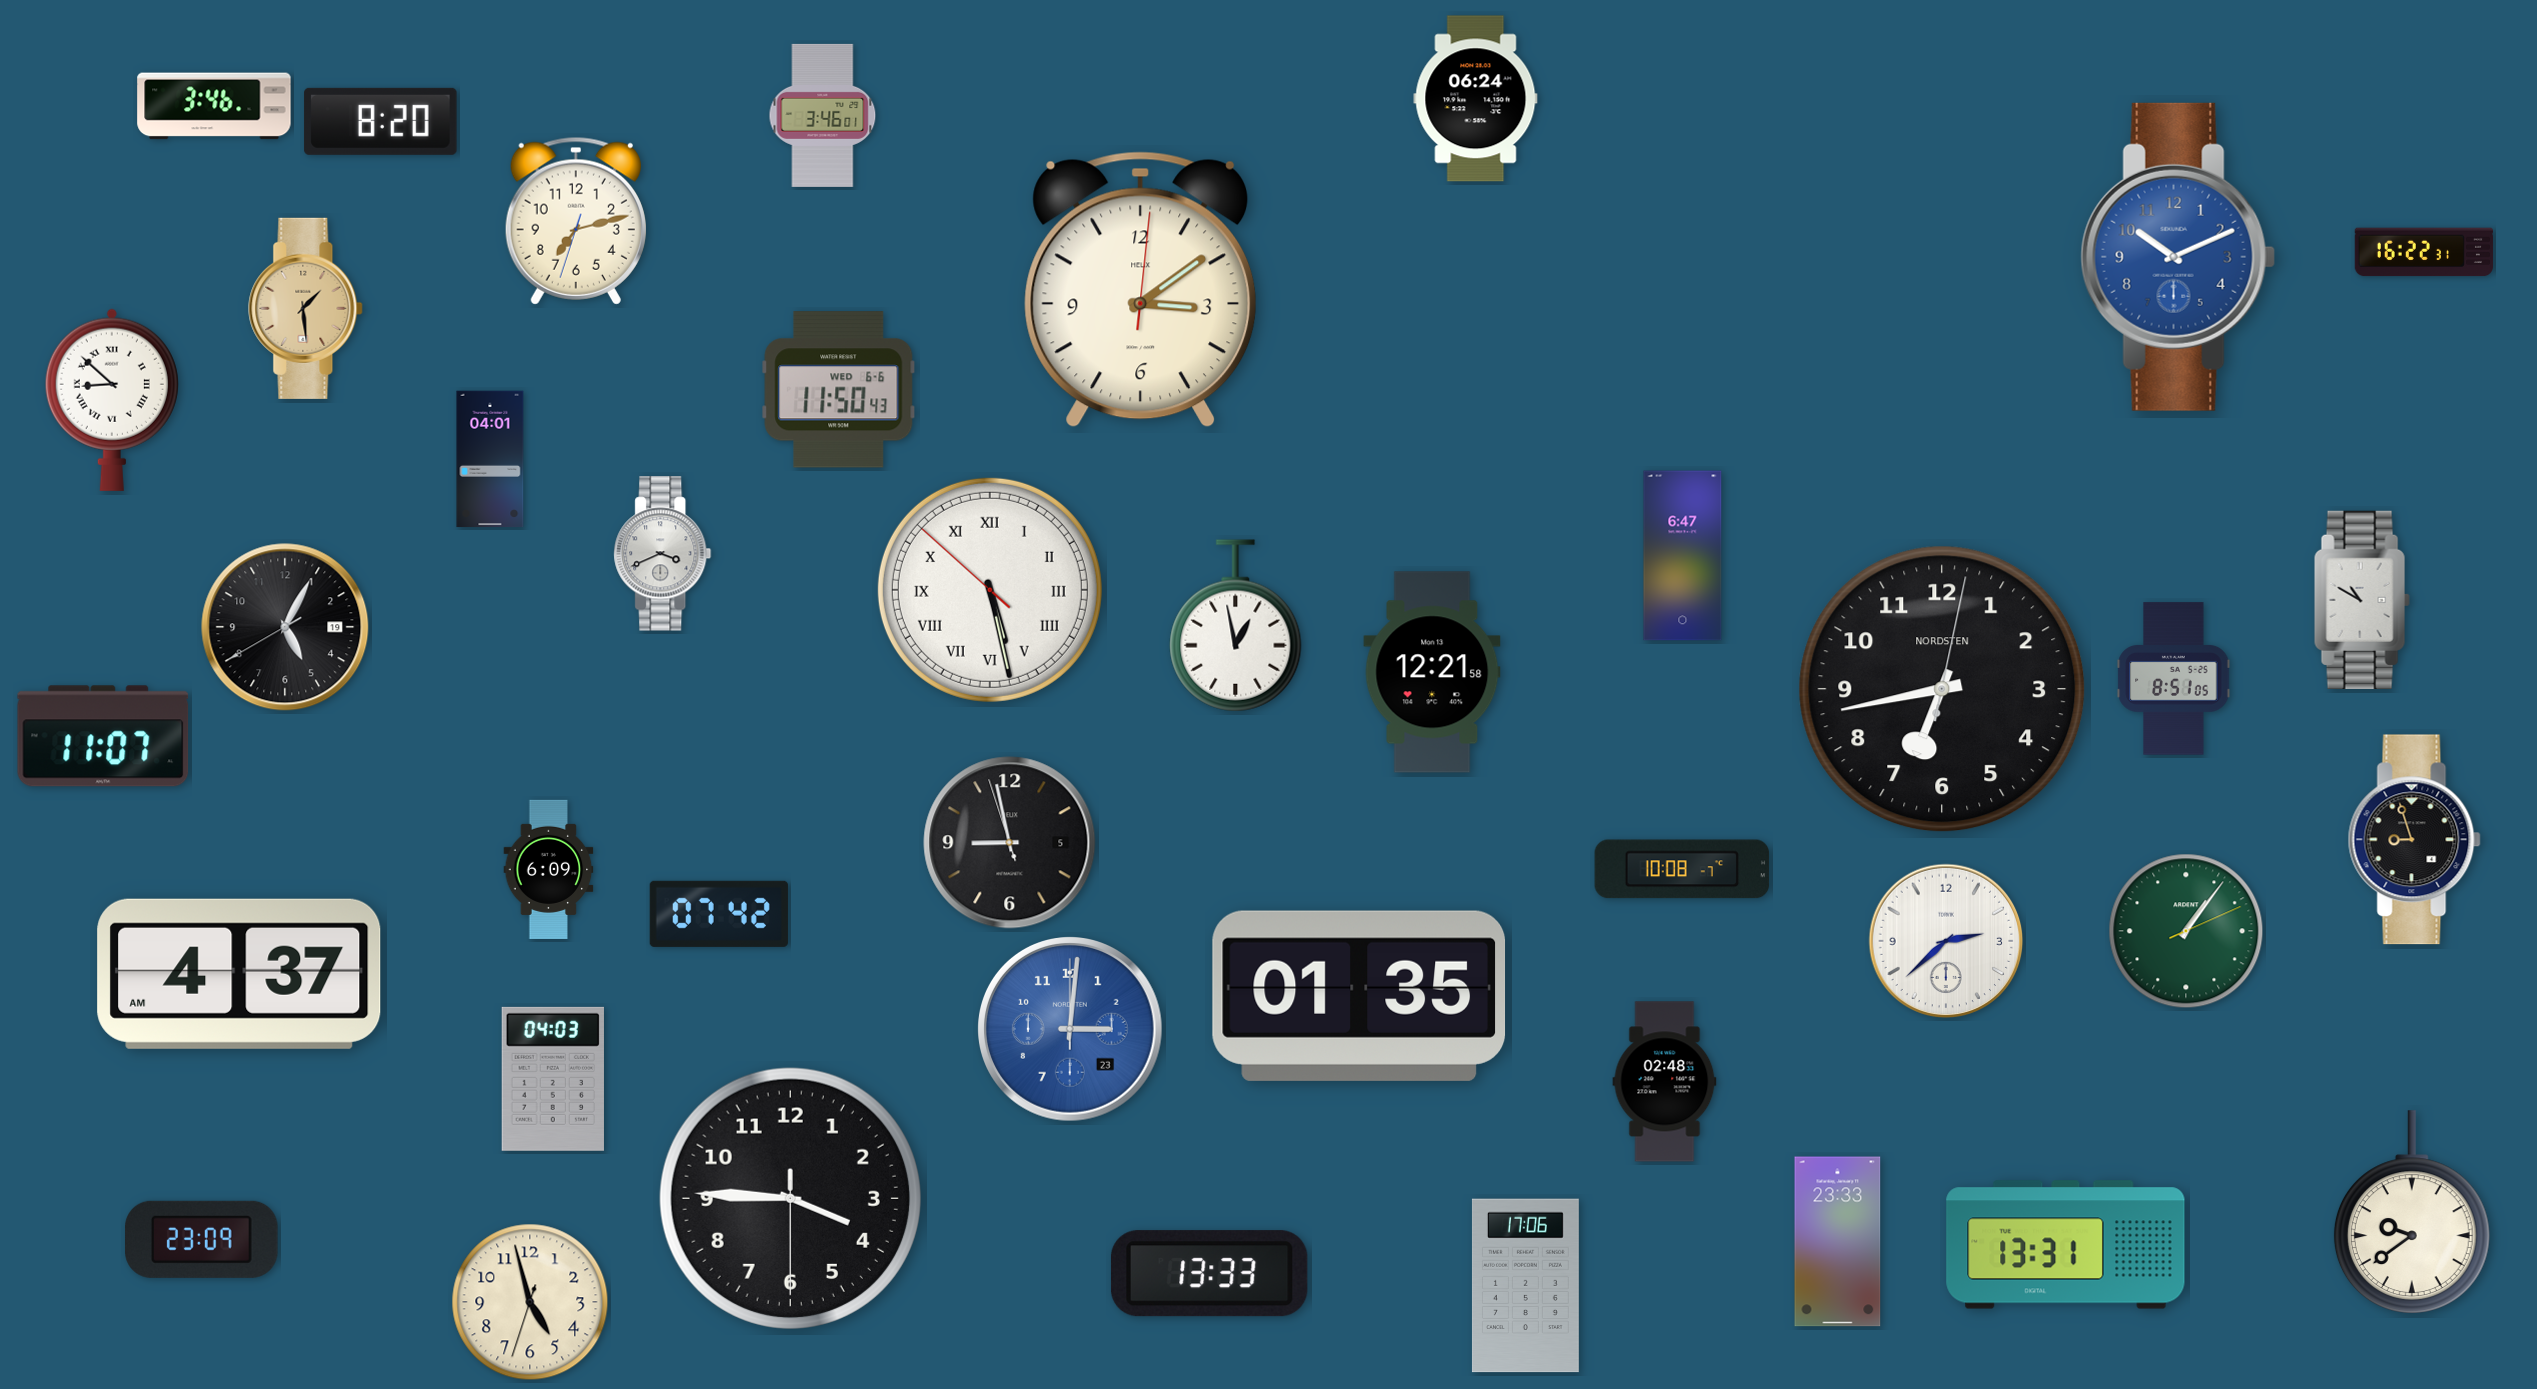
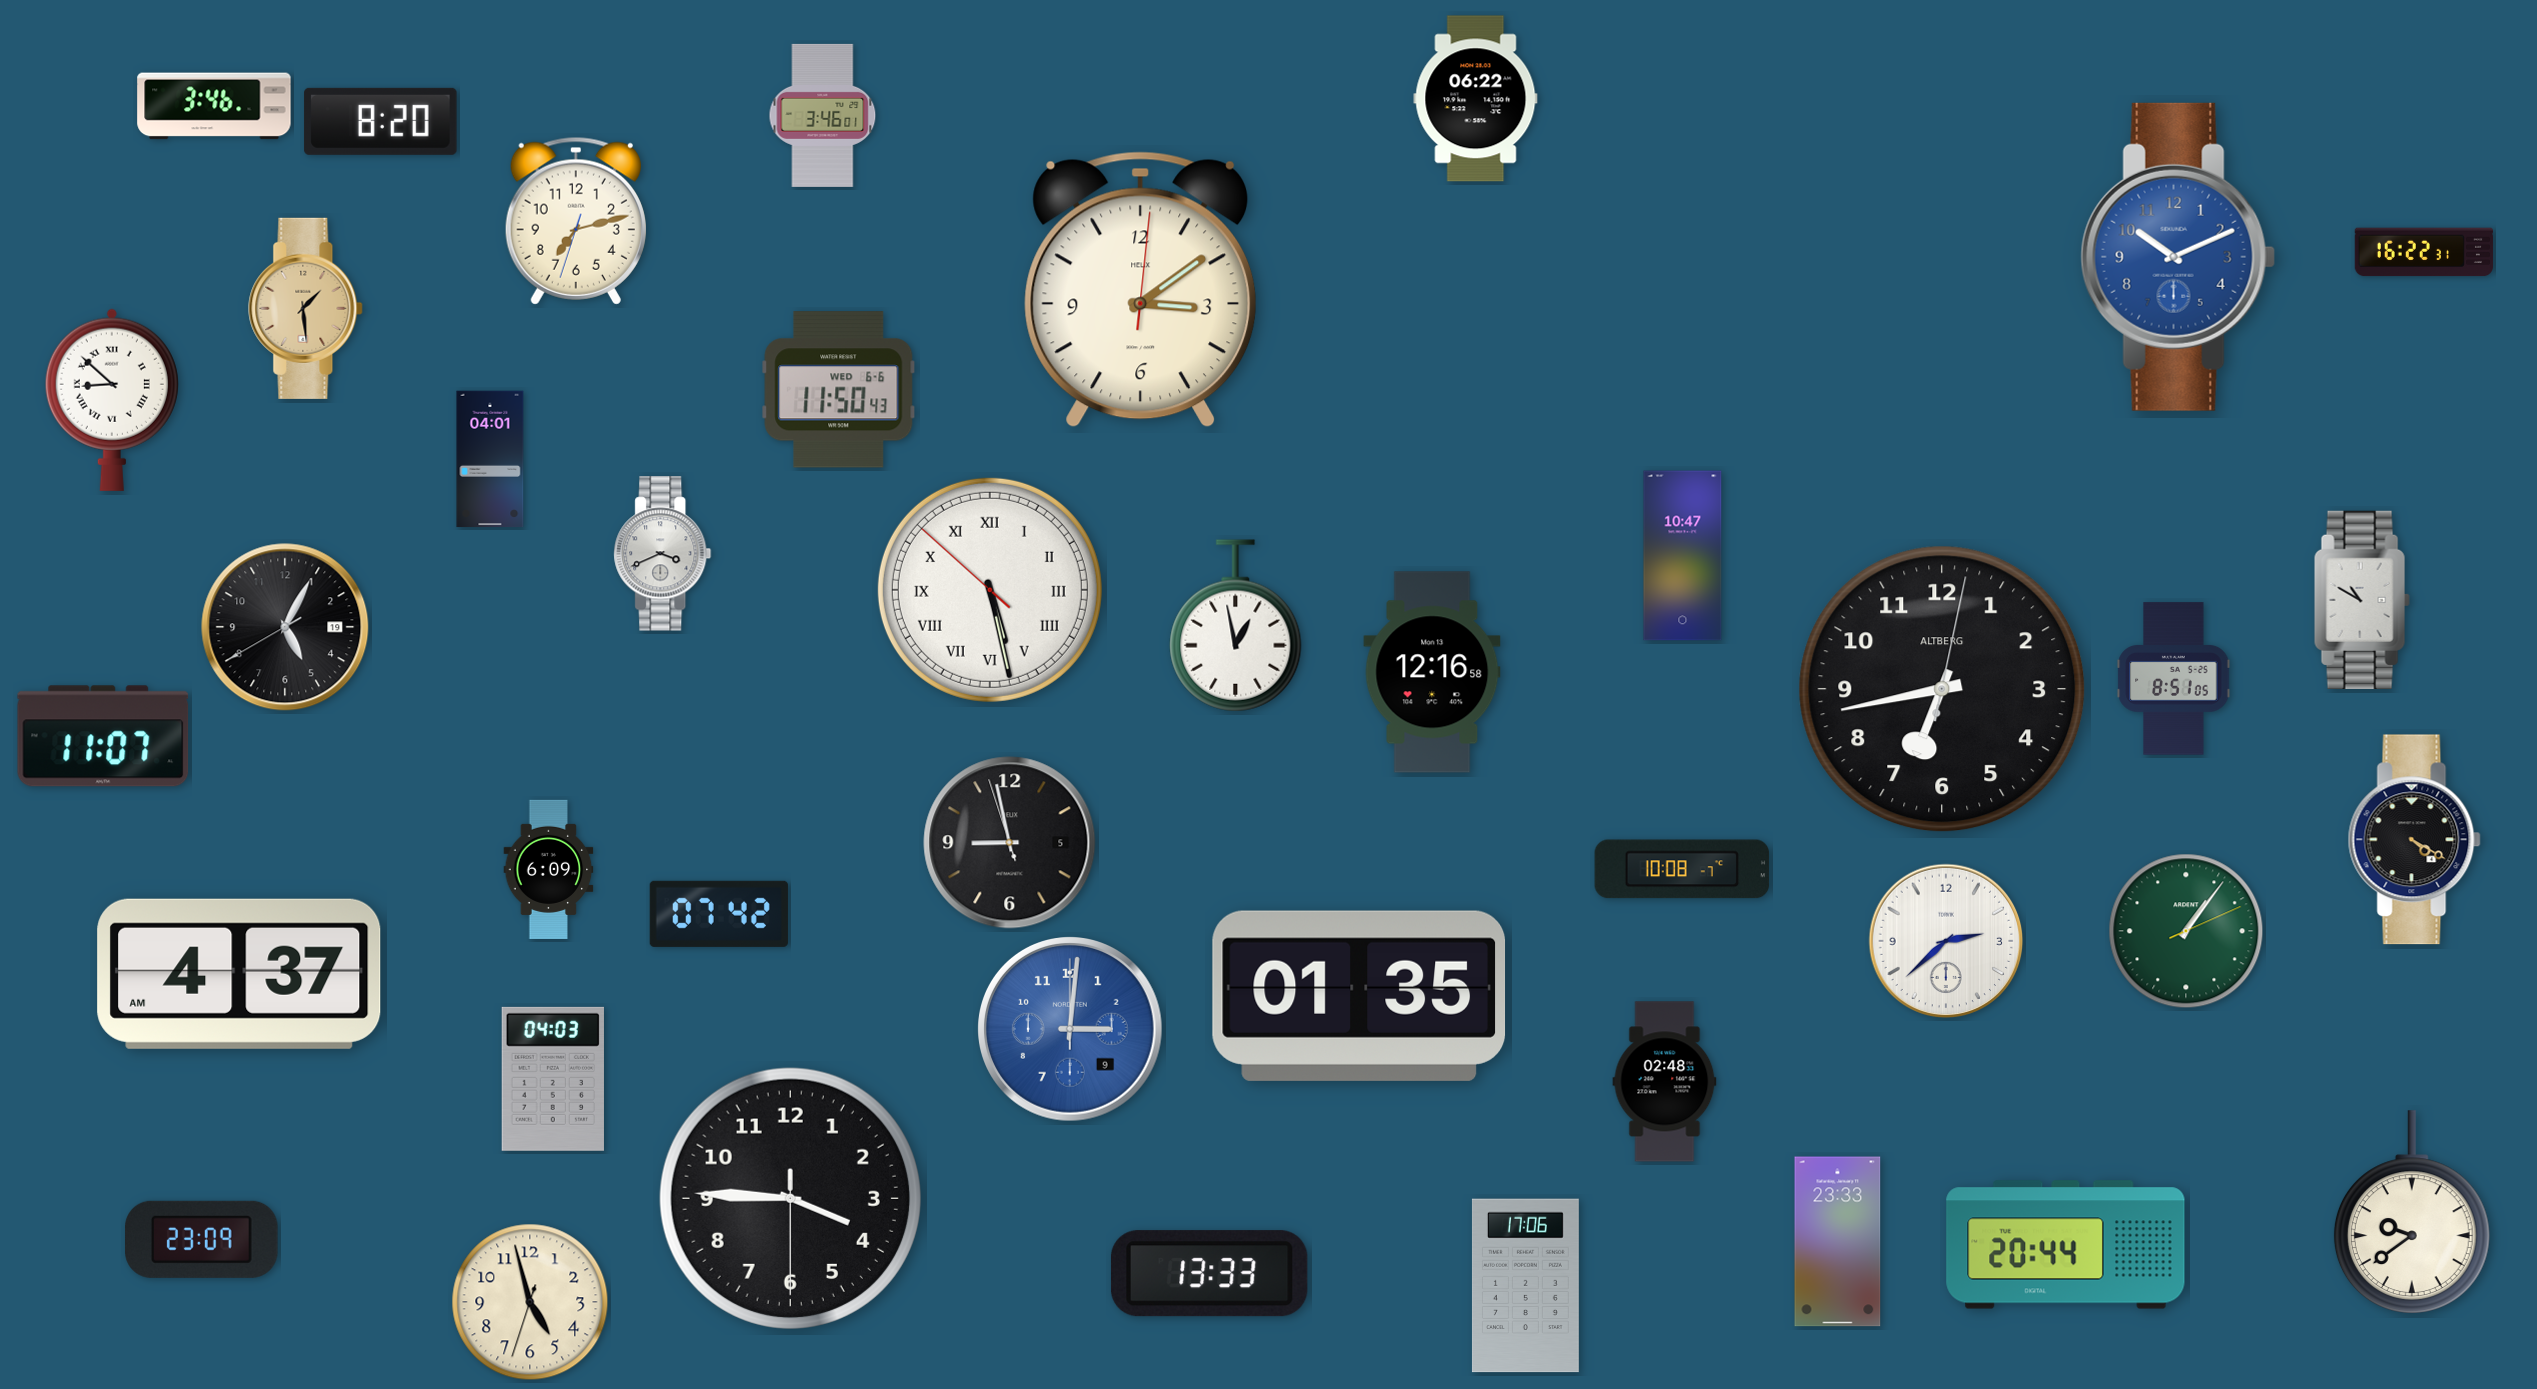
clock at (1476, 99): 06:24 -> 06:22
clock at (1683, 556): 6:47 -> 10:47
clock at (1432, 672): 12:21 -> 12:16
clock at (1942, 689) brand: NORDSTEN -> ALTBERG
clock at (2414, 840): 8:57 -> 4:20
clock at (1071, 1030) date: 23 -> 9
clock at (2066, 1245): 13:31 -> 20:44
